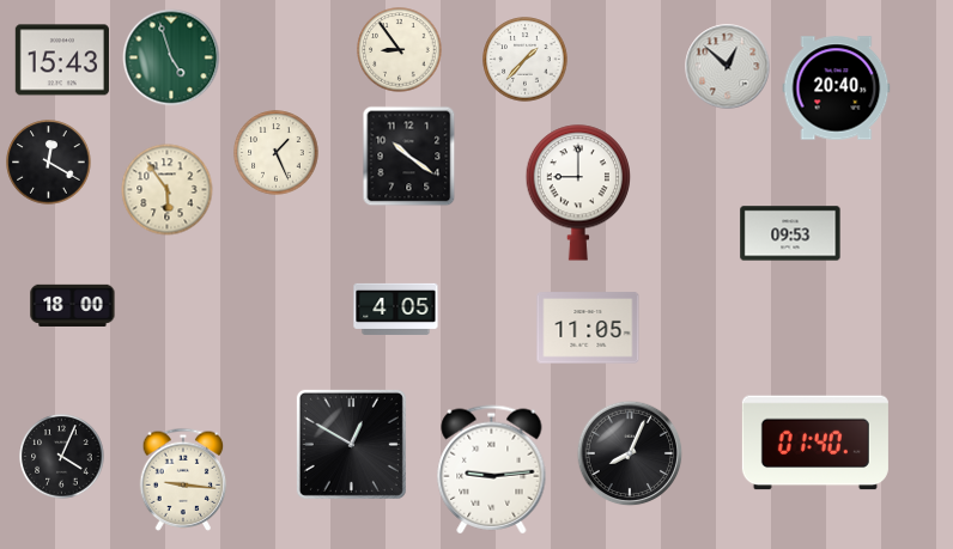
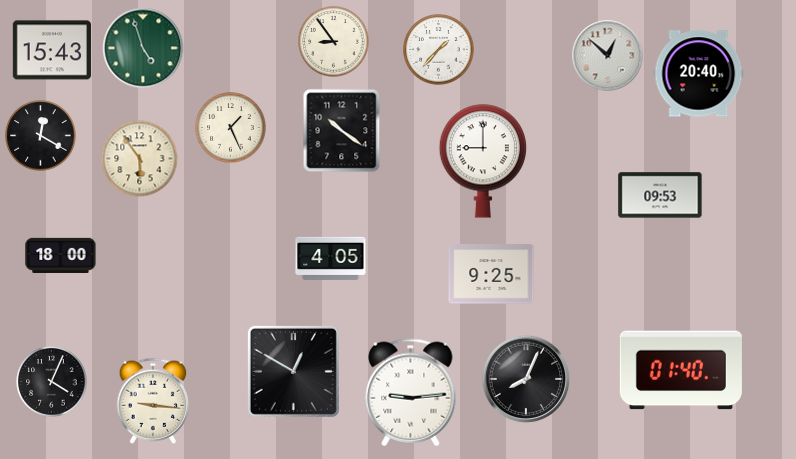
clock at (588, 328): 11:05 -> 9:25
